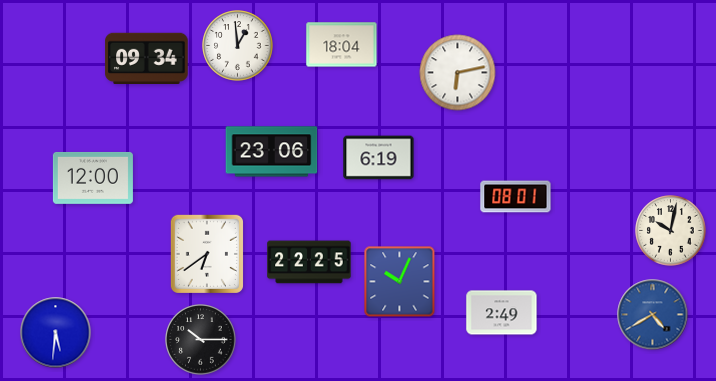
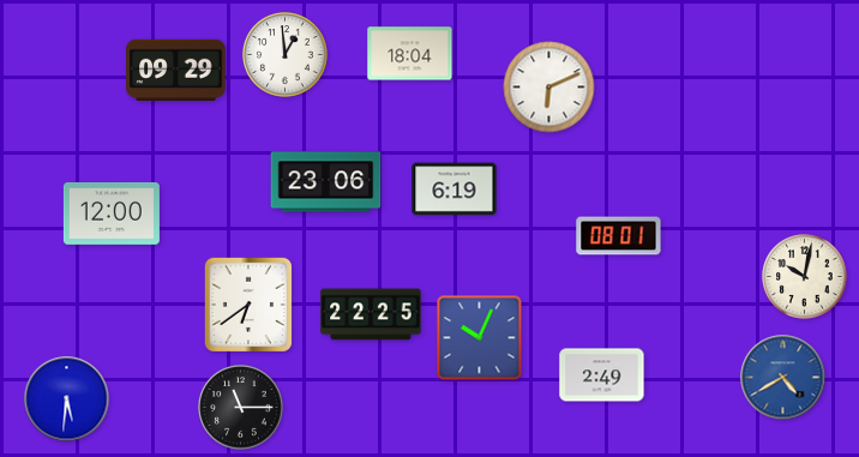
clock at (147, 58): 09:34 -> 09:29
clock at (458, 73): 6:13 -> 6:11
clock at (201, 340): 10:15 -> 11:15
